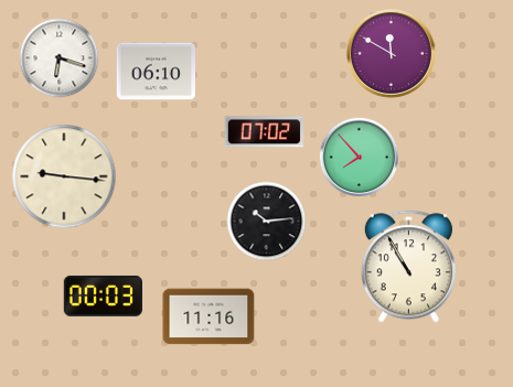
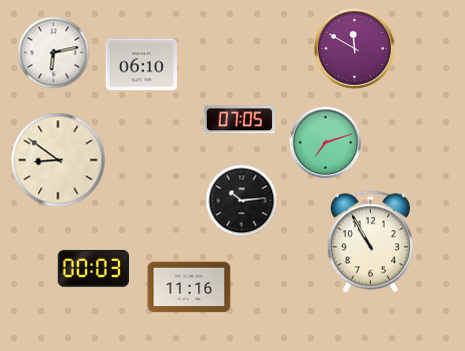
clock at (60, 58): 6:18 -> 6:13
clock at (264, 132): 07:02 -> 07:05
clock at (360, 158): 7:53 -> 7:12
clock at (64, 176): 9:16 -> 8:51
